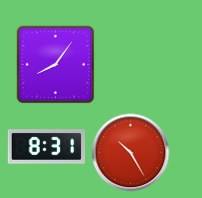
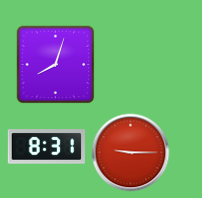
clock at (55, 64): 8:06 -> 8:03
clock at (130, 152): 10:25 -> 9:15
